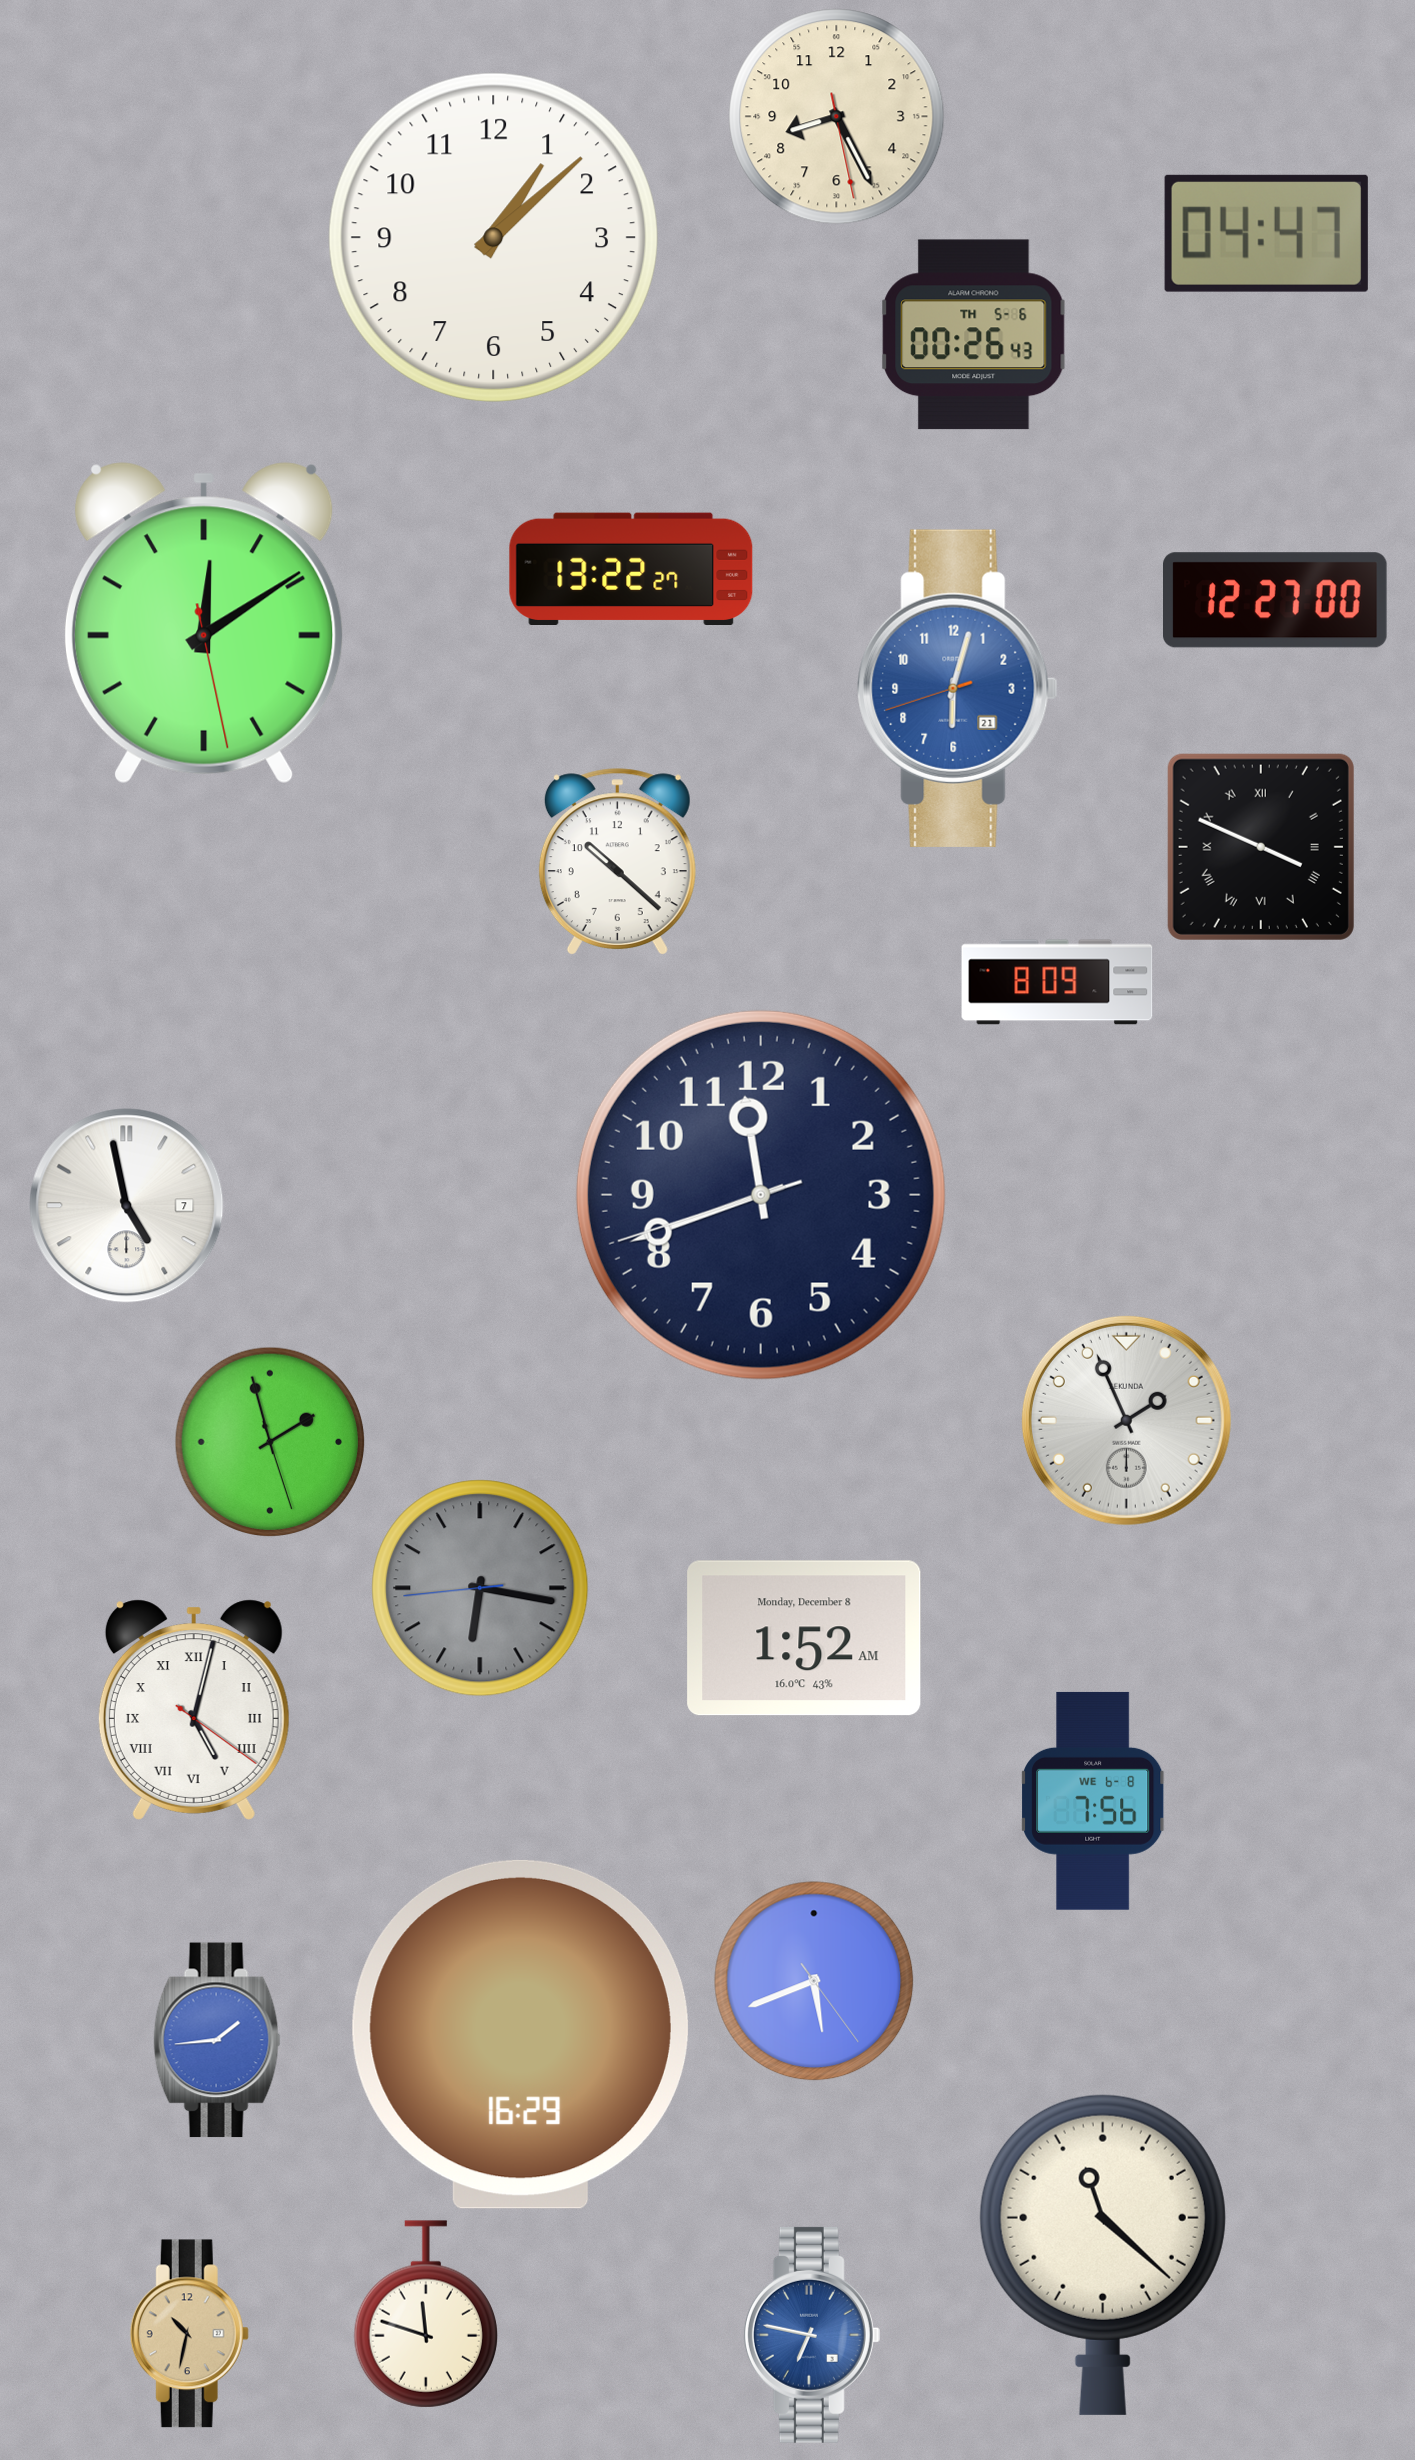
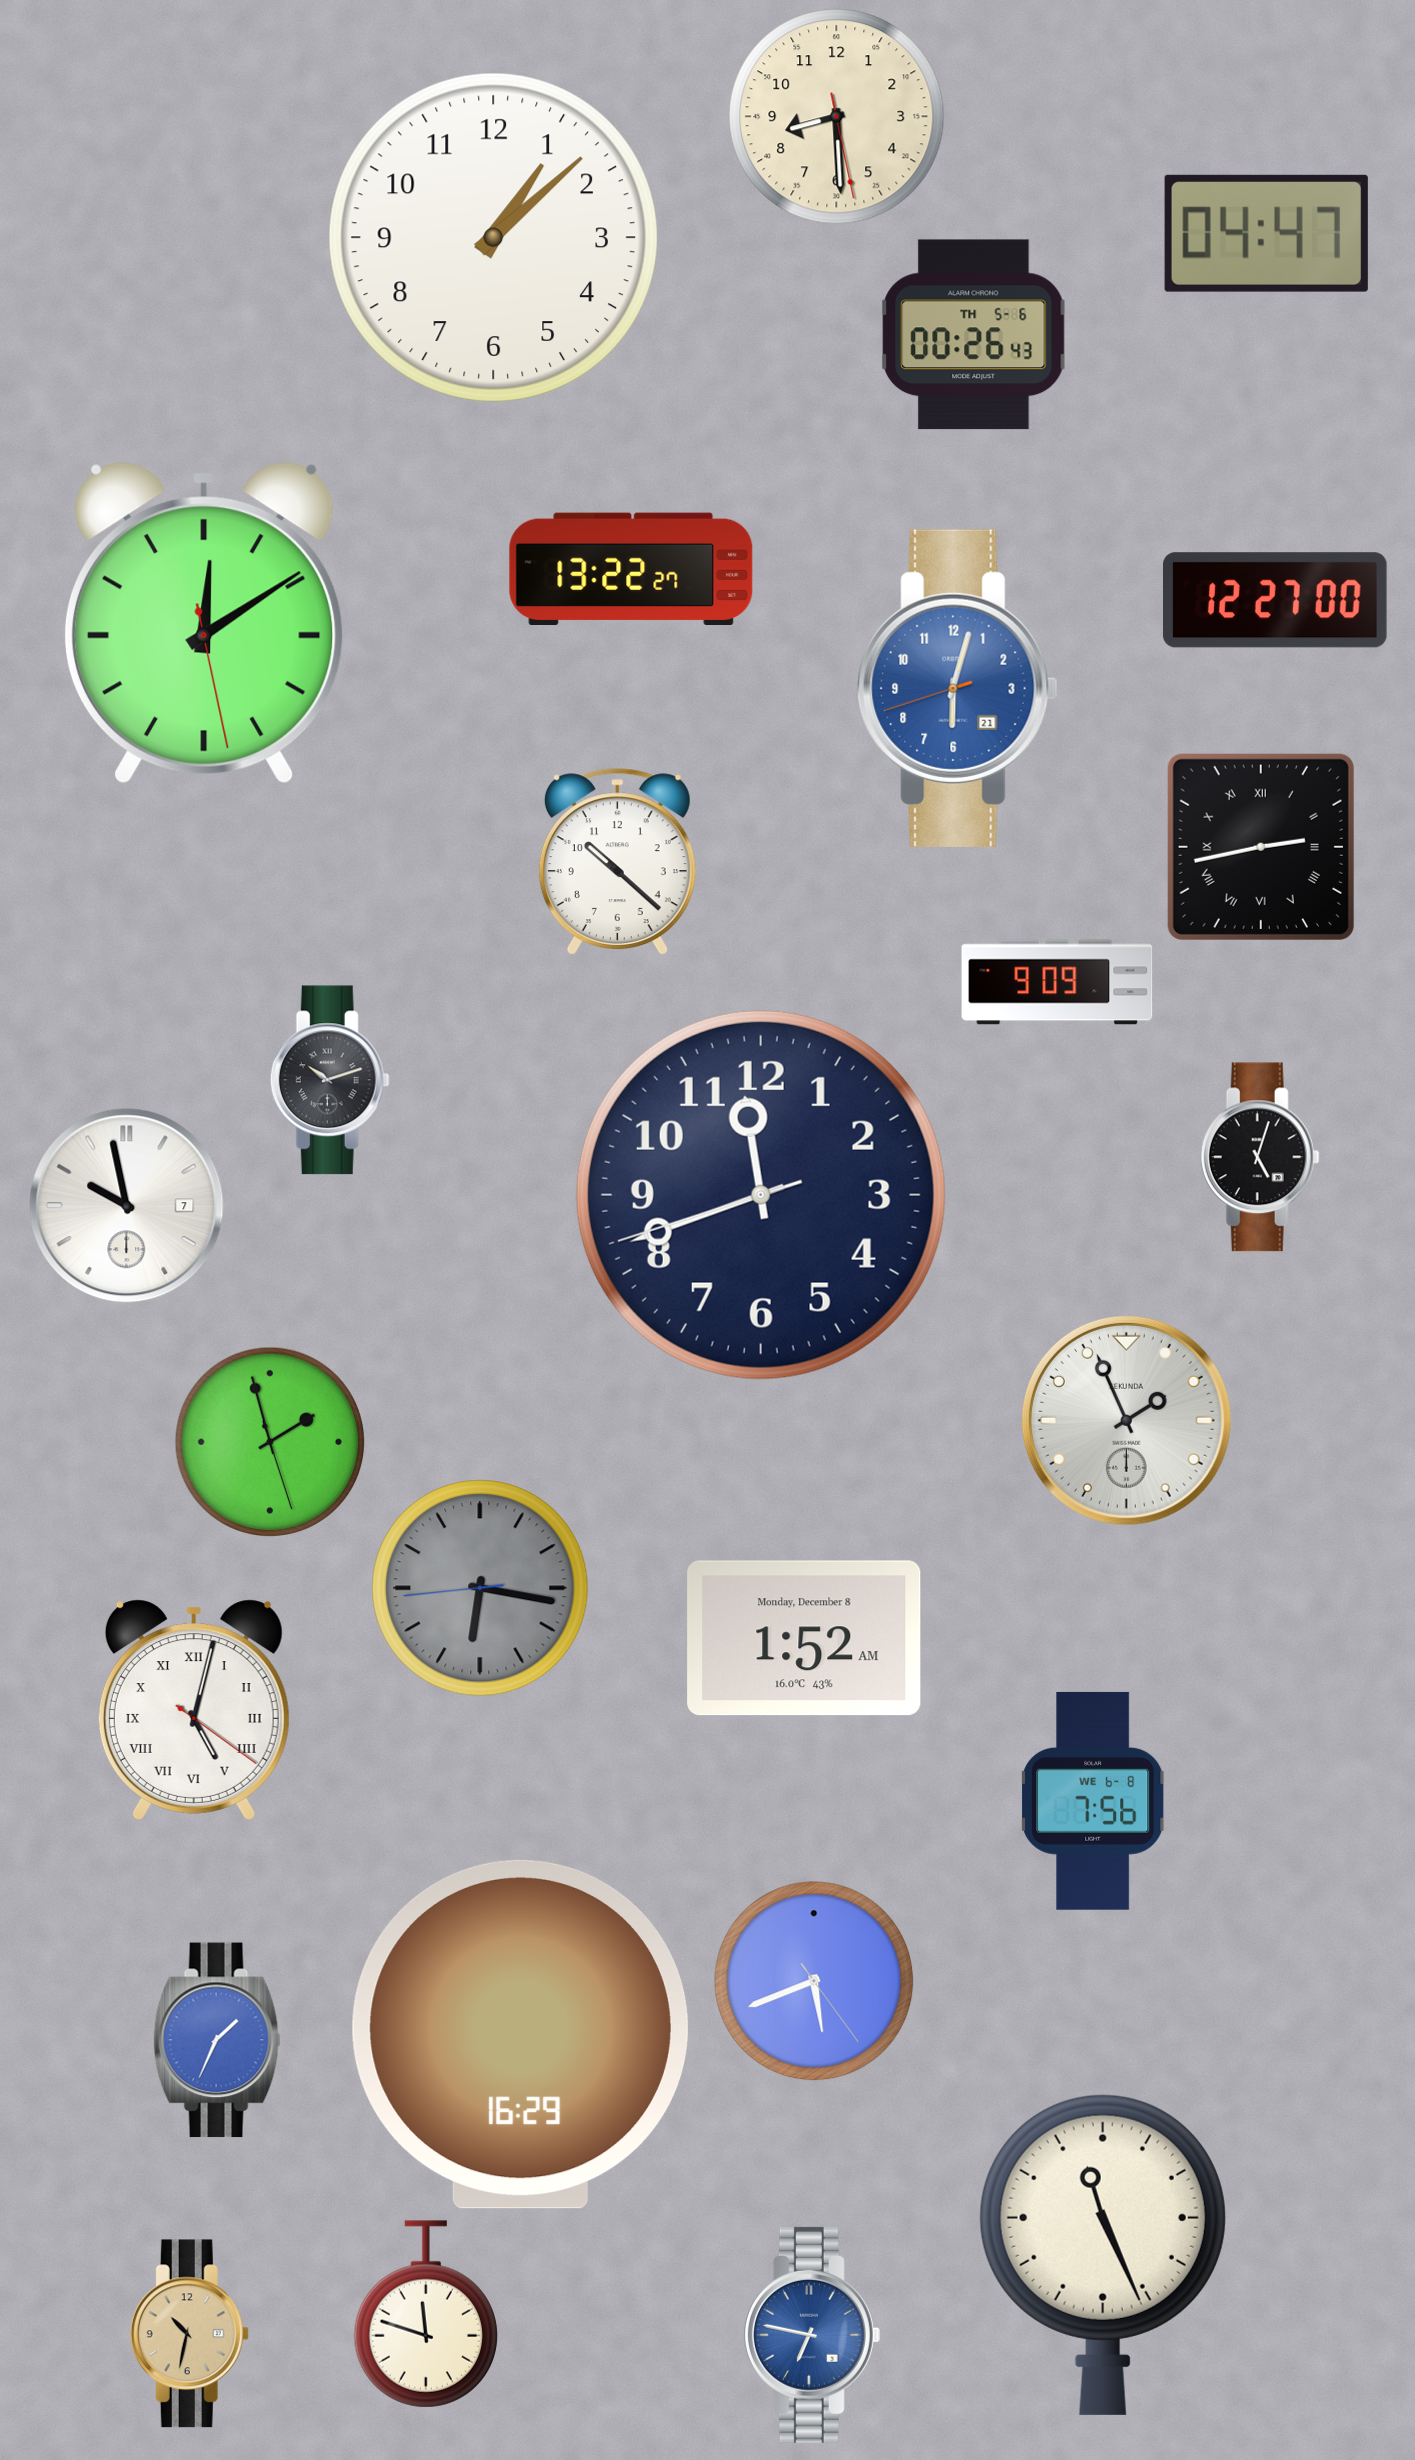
clock at (837, 117): 8:25 -> 8:29
clock at (1261, 847): 3:49 -> 2:43
clock at (1057, 982): 8:09 -> 9:09
clock at (330, 1080): none -> 10:12
clock at (1260, 1157): none -> 5:03
clock at (127, 1206): 4:58 -> 9:58
clock at (217, 2040): 1:44 -> 1:34
clock at (1103, 2254): 11:22 -> 11:26
